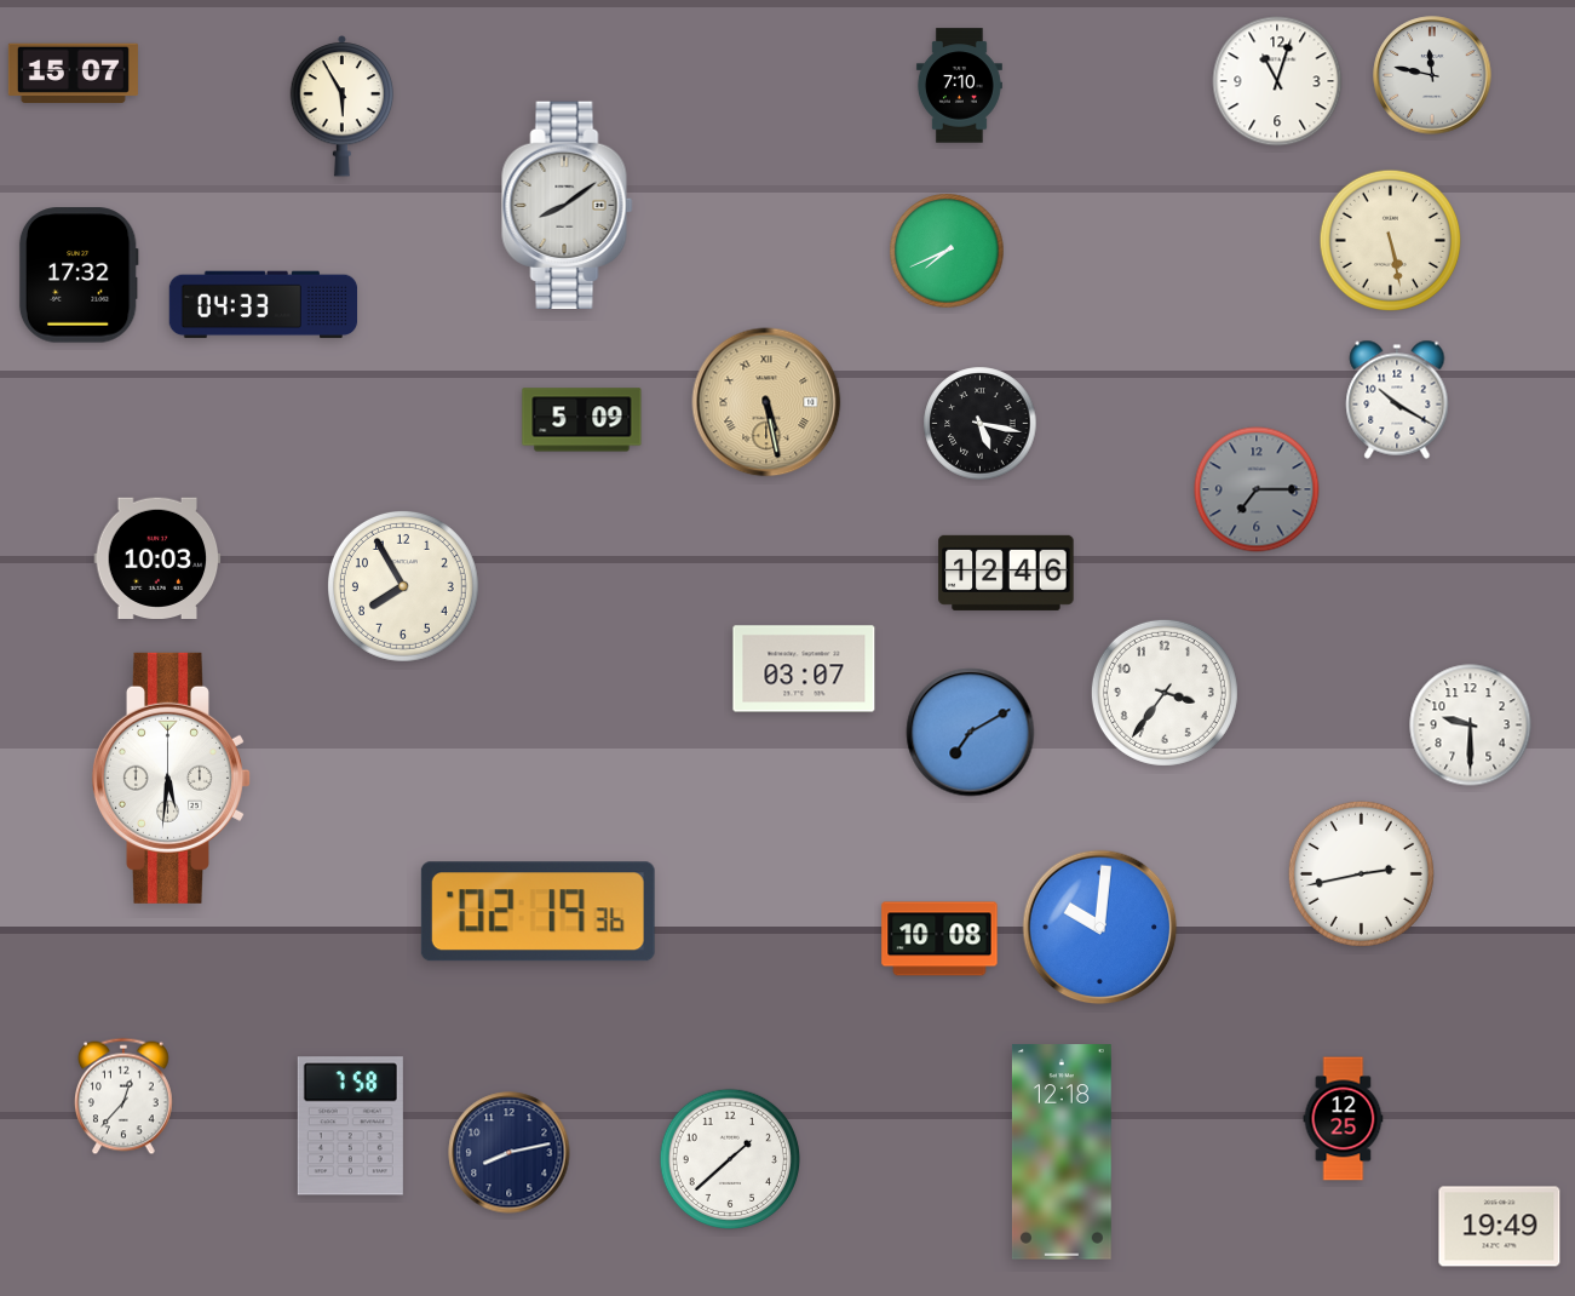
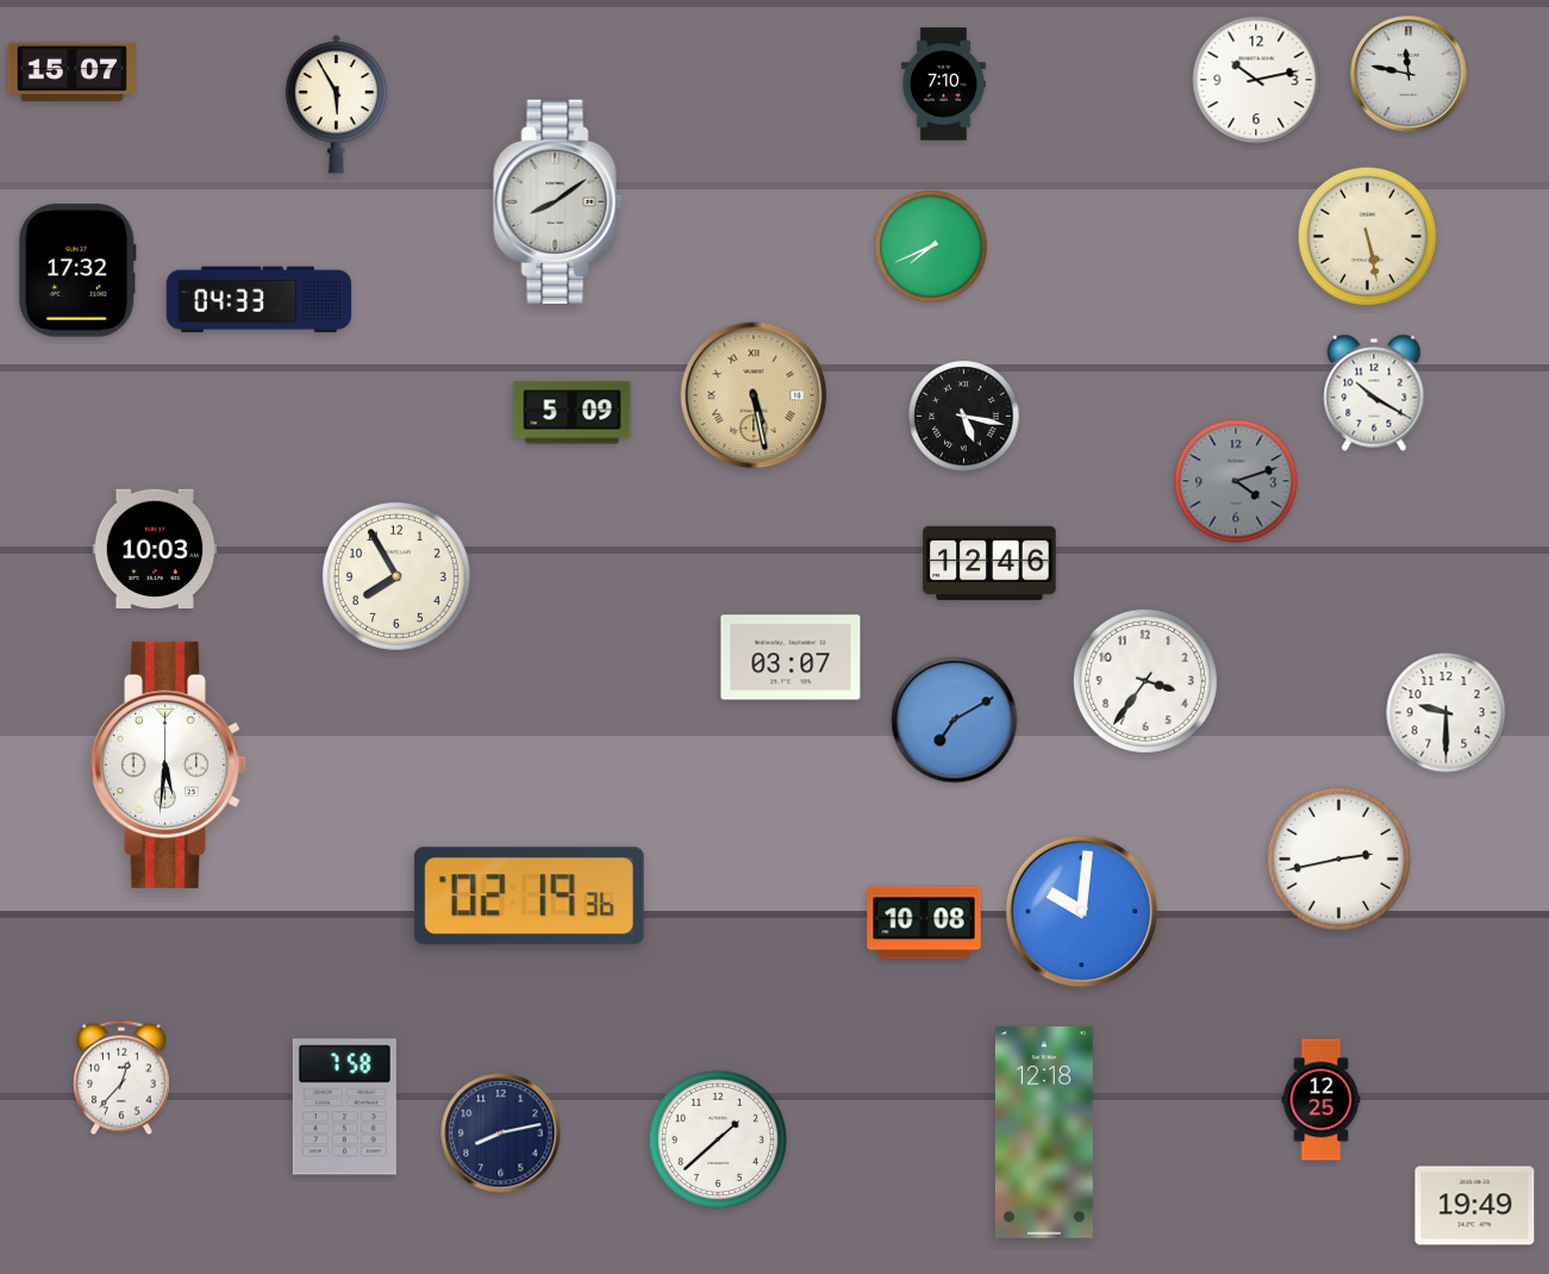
clock at (1277, 81): 11:03 -> 10:13
clock at (1257, 489): 7:15 -> 4:12
